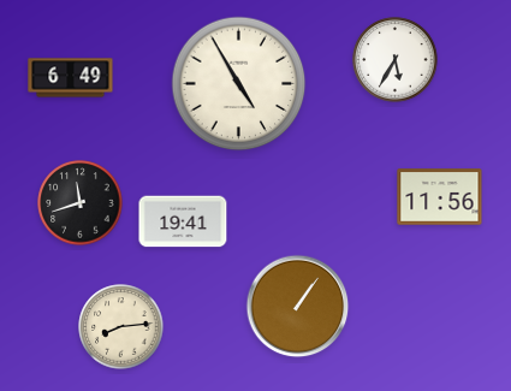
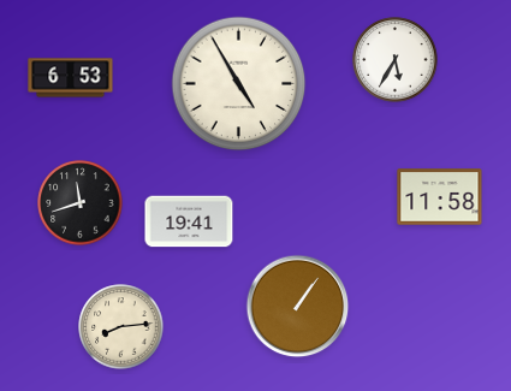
clock at (71, 78): 6:49 -> 6:53
clock at (440, 197): 11:56 -> 11:58
clock at (183, 221) position: (183, 221) -> (189, 221)
